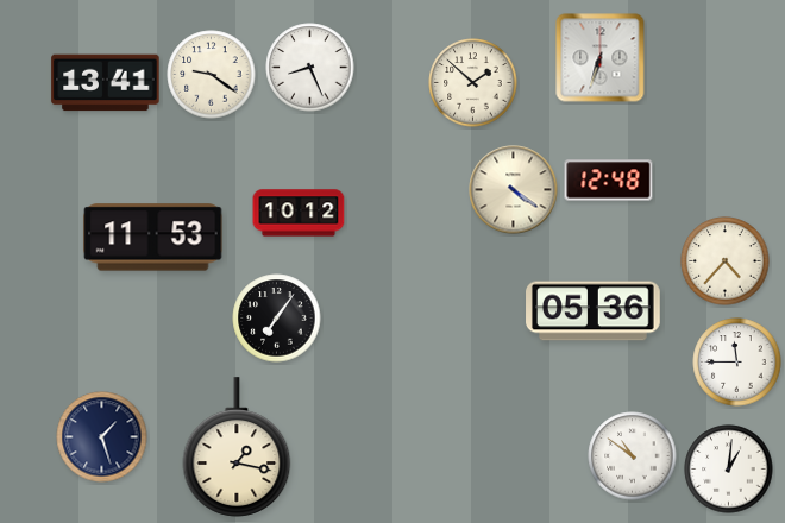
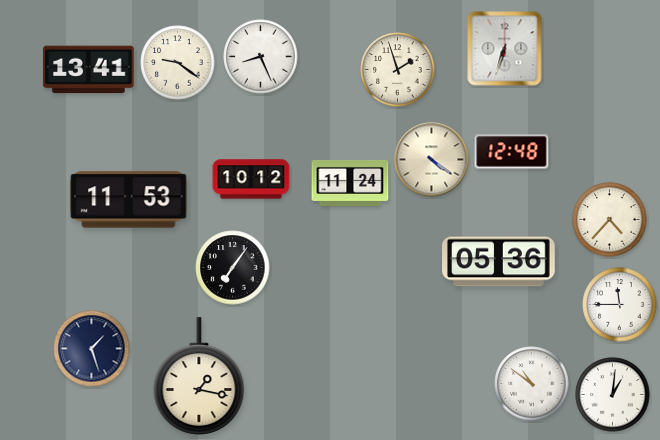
clock at (473, 83): 1:52 -> 1:57
clock at (350, 183): none -> 11:24
clock at (102, 437) position: (102, 437) -> (92, 349)
